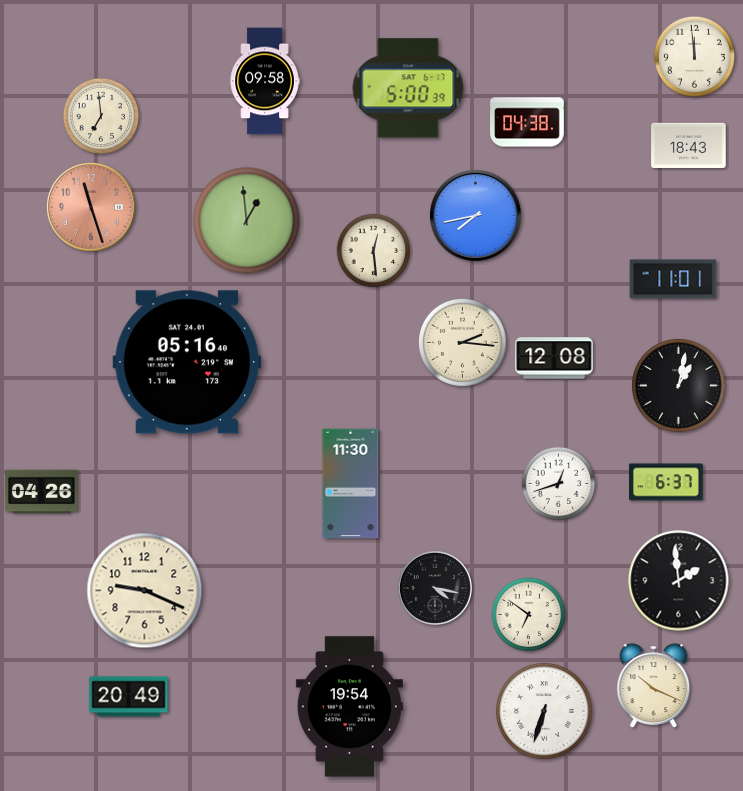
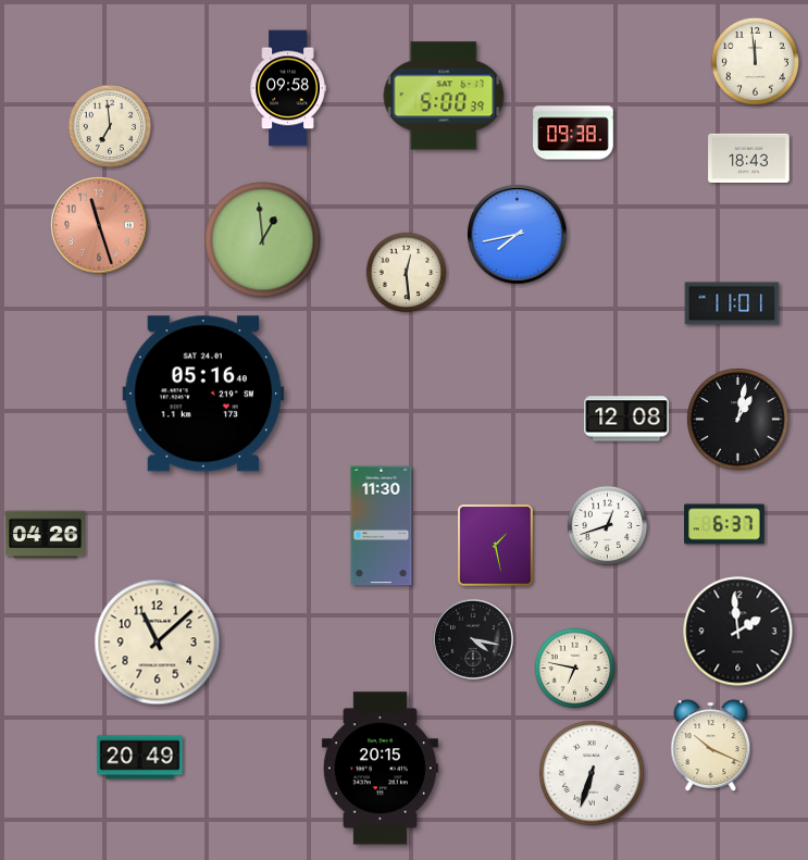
clock at (527, 122): 04:38 -> 09:38
clock at (247, 221) position: (247, 221) -> (263, 240)
clock at (462, 342): 2:16 -> none
clock at (554, 358) position: (554, 358) -> (626, 419)
clock at (496, 546): none -> 1:28
clock at (145, 591): 9:19 -> 11:08
clock at (529, 615): 6:51 -> 6:47
clock at (349, 707): 19:54 -> 20:15
